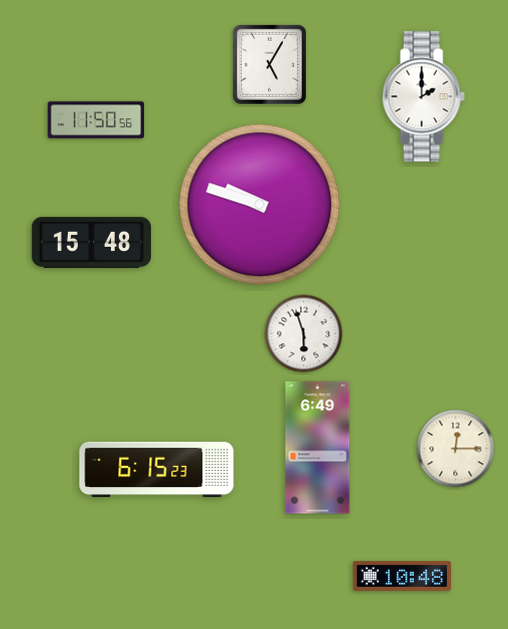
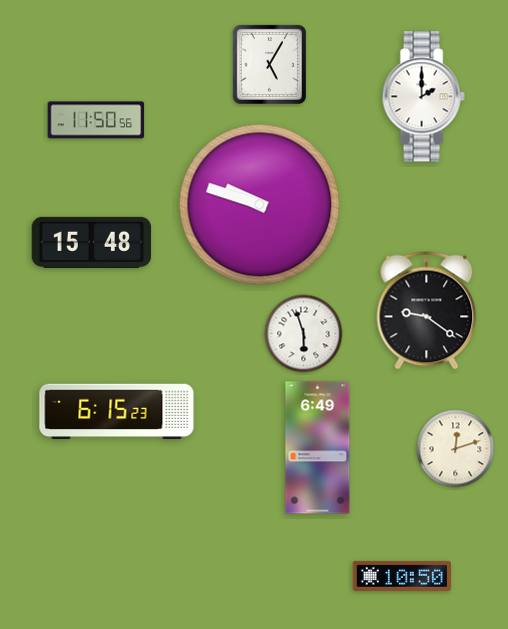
clock at (427, 311): none -> 9:21
clock at (456, 449): 12:15 -> 12:12
clock at (157, 470) position: (157, 470) -> (117, 412)
clock at (401, 576): 10:48 -> 10:50
